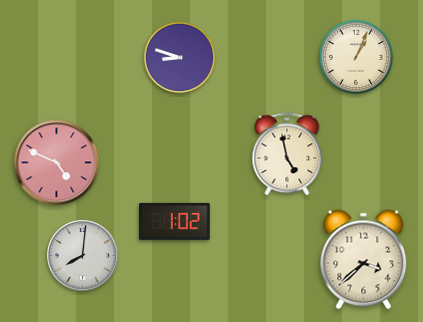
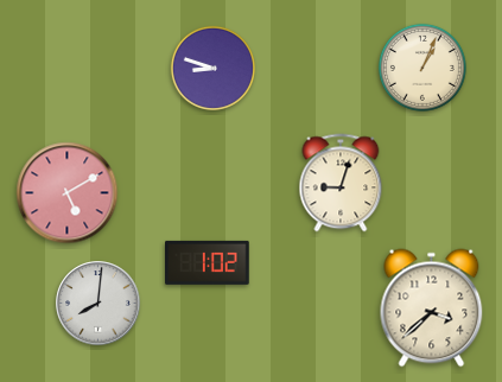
clock at (287, 154): 4:58 -> 9:03
clock at (57, 163): 4:49 -> 5:10
